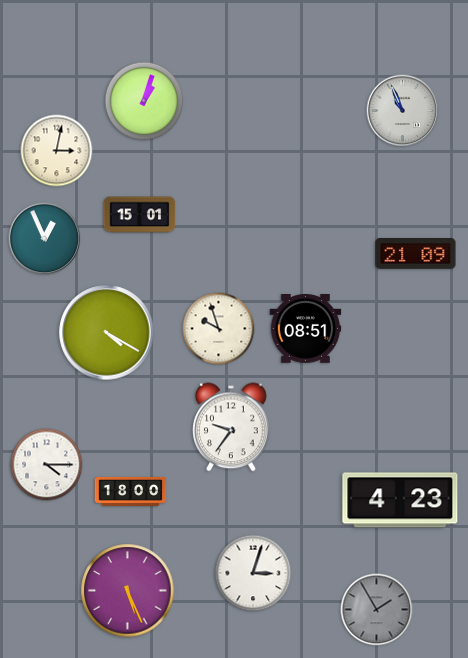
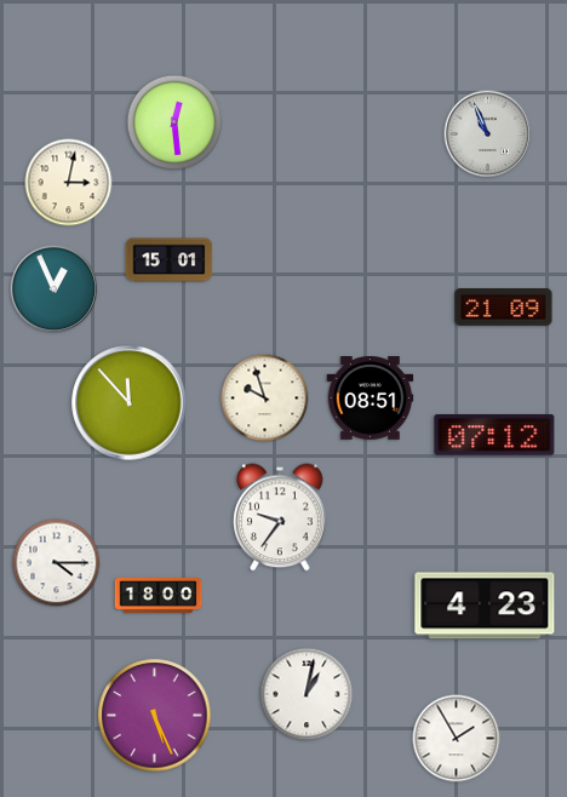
clock at (144, 101): 1:03 -> 12:29
clock at (107, 333): 4:20 -> 11:53
clock at (494, 436): none -> 07:12
clock at (253, 573): 3:03 -> 1:02
clock at (377, 610) dial: grey -> white
